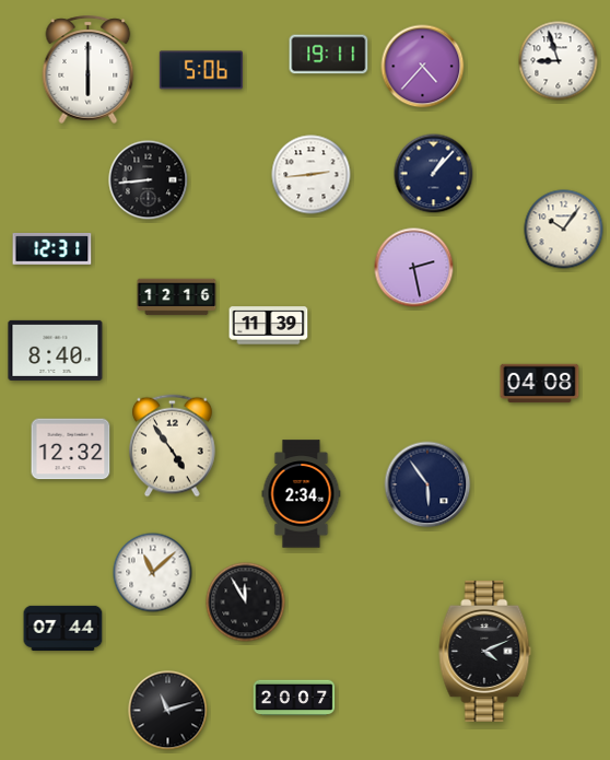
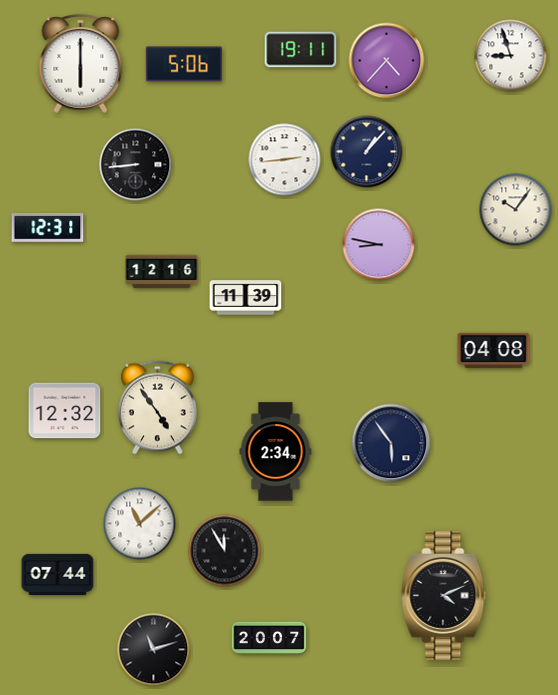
clock at (434, 174) position: (434, 174) -> (367, 152)
clock at (414, 268): 2:28 -> 8:47
clock at (56, 350): 8:40 -> none
